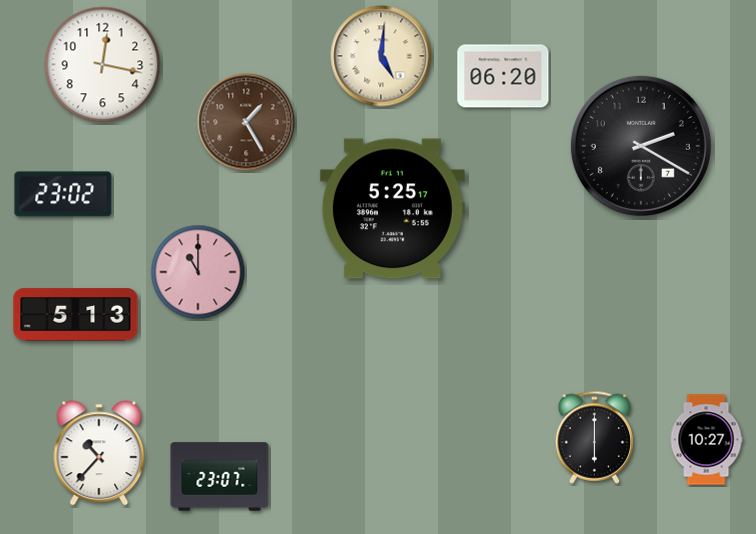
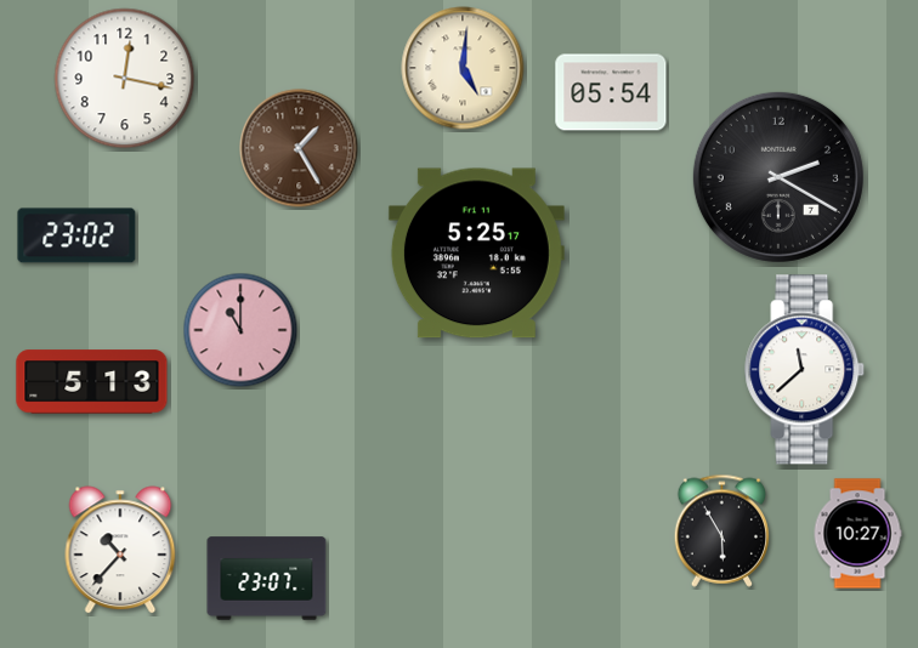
clock at (503, 76): 06:20 -> 05:54
clock at (805, 370): none -> 11:38
clock at (595, 437): 6:00 -> 5:55
